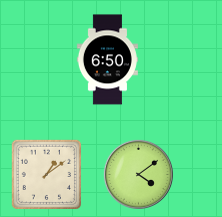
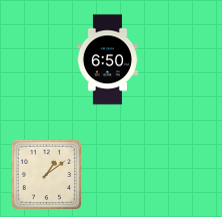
clock at (138, 174): 4:09 -> none
